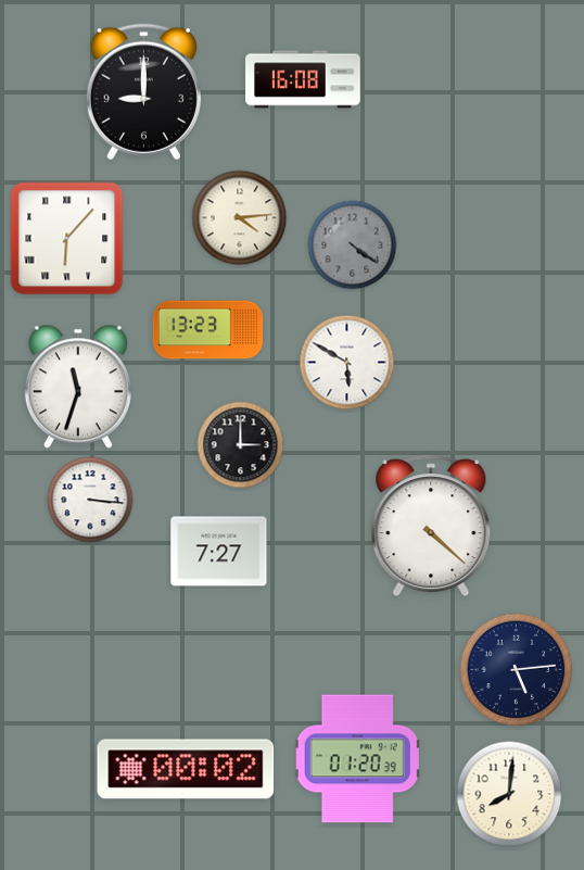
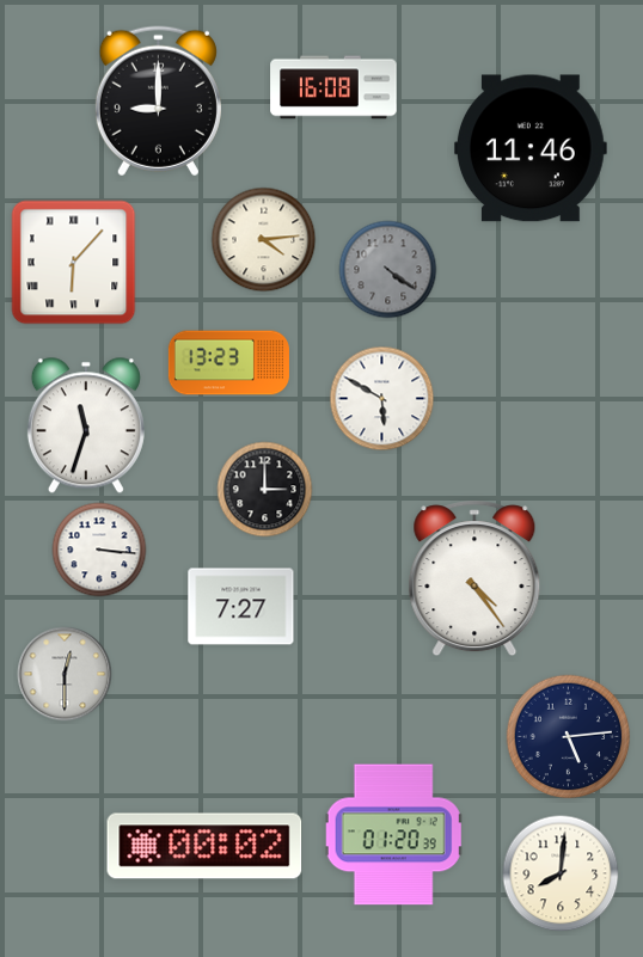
clock at (531, 148): none -> 11:46
clock at (431, 526): 4:22 -> 4:24
clock at (65, 674): none -> 12:30
